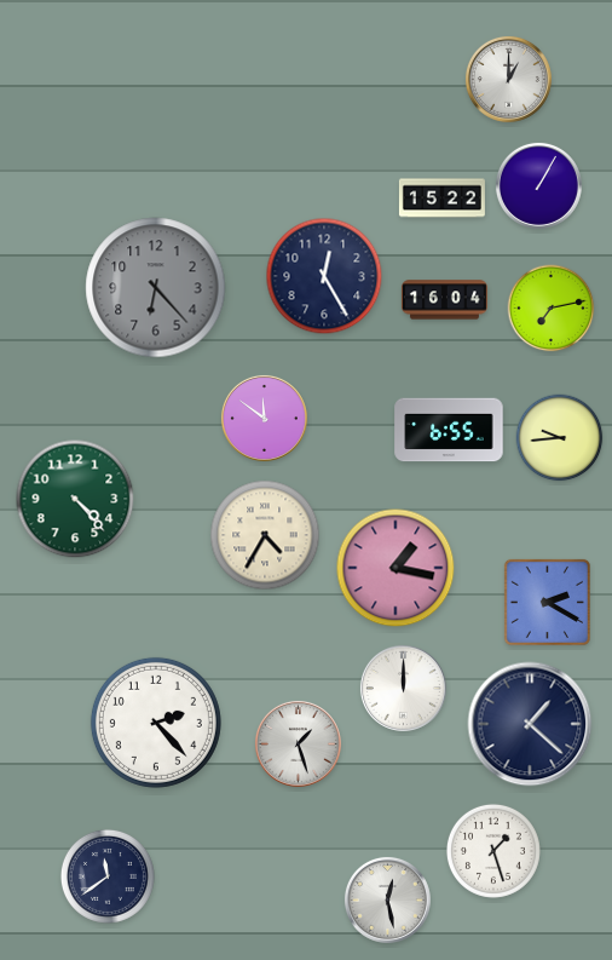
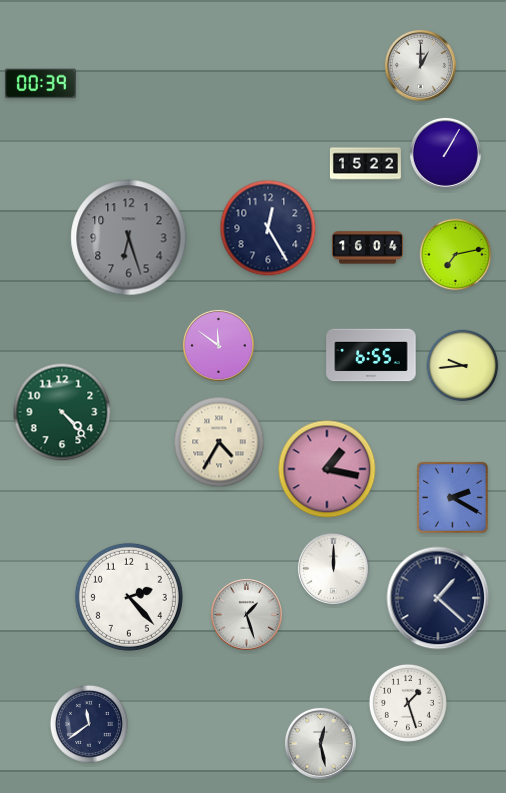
clock at (40, 84): none -> 00:39
clock at (156, 288): 6:23 -> 6:27
clock at (560, 438) position: (560, 438) -> (463, 366)
